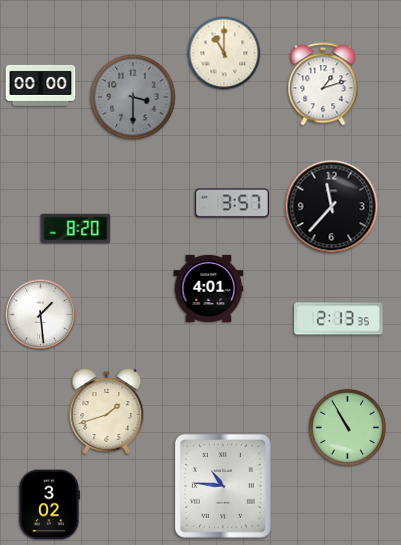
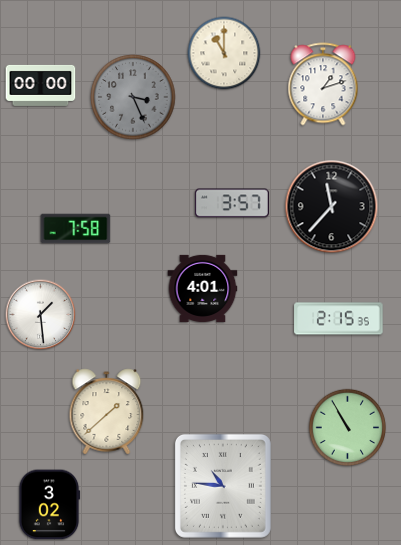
clock at (133, 97): 3:30 -> 3:26
clock at (76, 229): 8:20 -> 7:58
clock at (209, 288) position: (209, 288) -> (203, 288)
clock at (339, 319): 2:13 -> 2:15
clock at (107, 412): 1:42 -> 1:38
